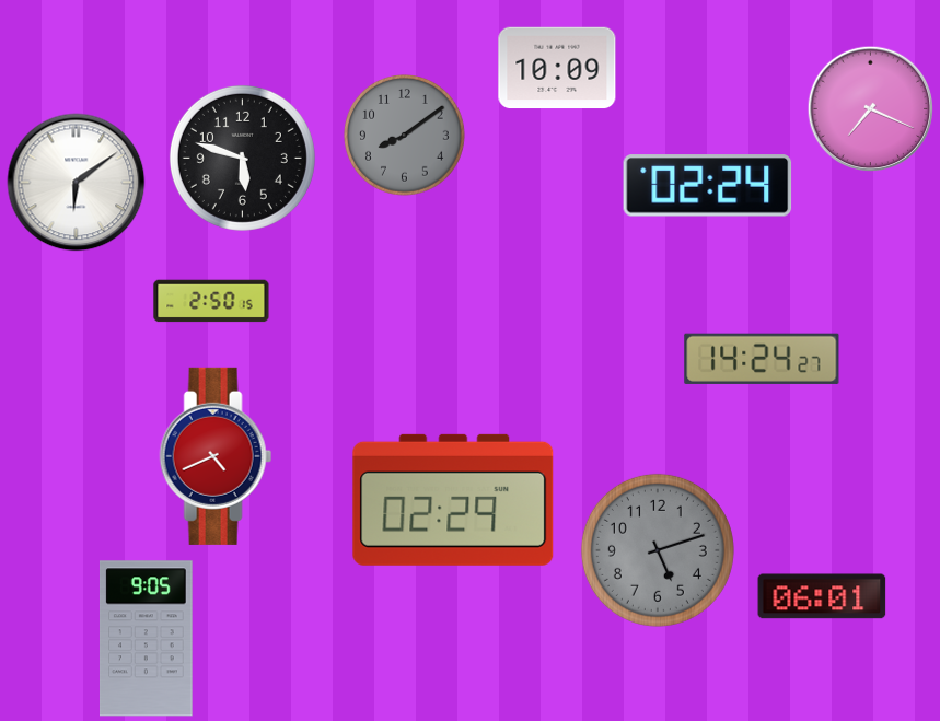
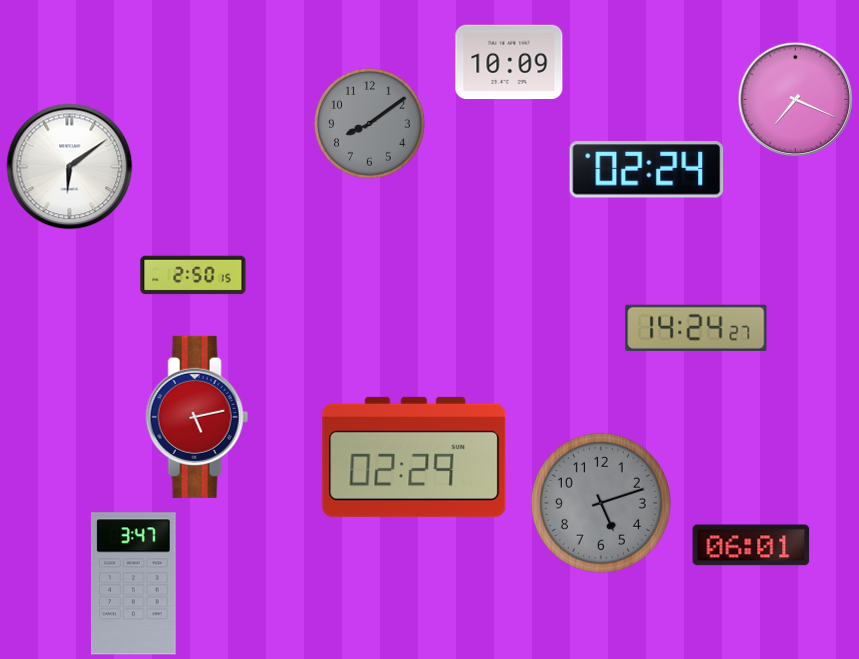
clock at (242, 158): 5:48 -> none
clock at (216, 456): 4:41 -> 5:13
clock at (147, 639): 9:05 -> 3:47
